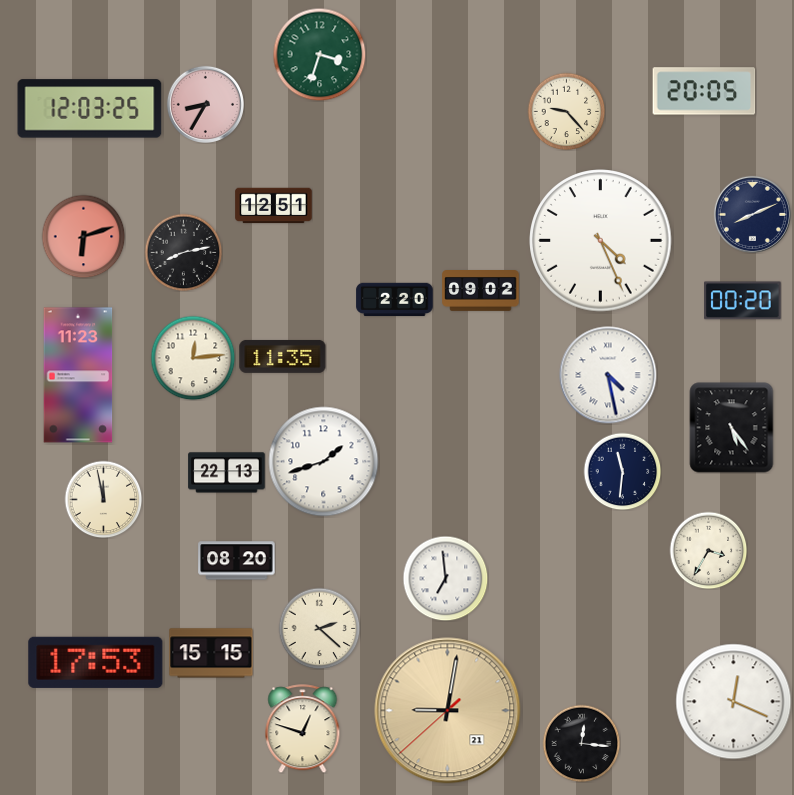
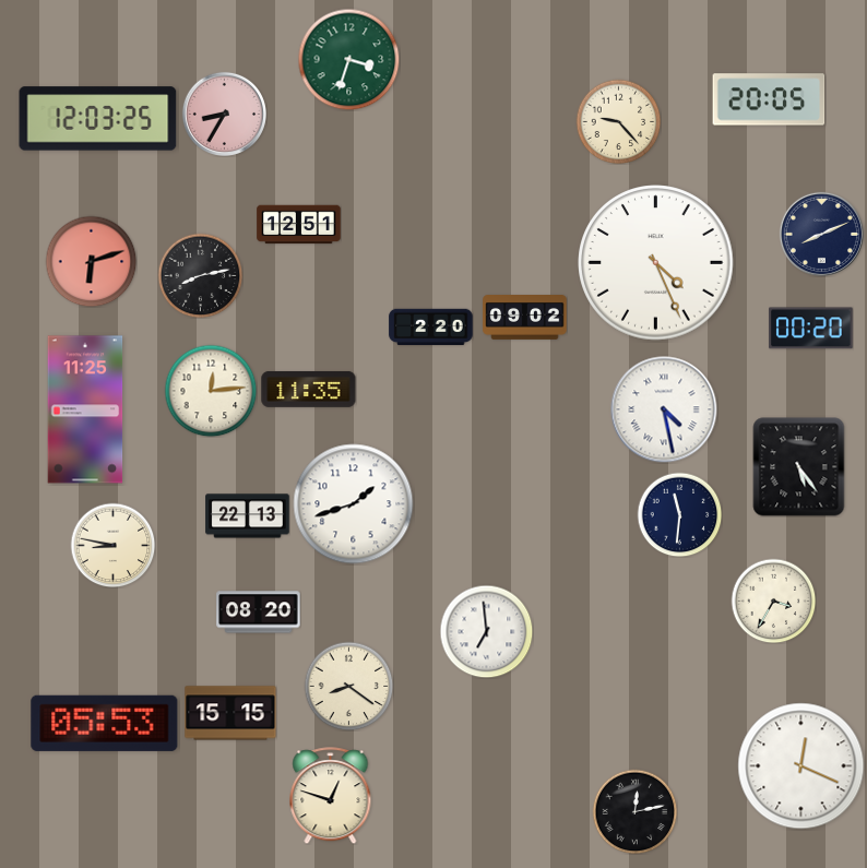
clock at (83, 236) position: (83, 236) -> (91, 261)
clock at (78, 375): 11:23 -> 11:25
clock at (103, 499): 11:58 -> 8:47
clock at (319, 628): 2:22 -> 8:21
clock at (96, 662): 17:53 -> 05:53
clock at (448, 711): 9:01 -> none
clock at (581, 743): 12:16 -> 12:13
